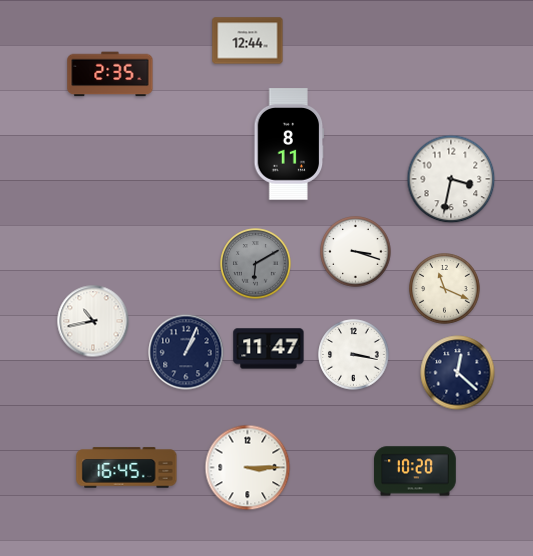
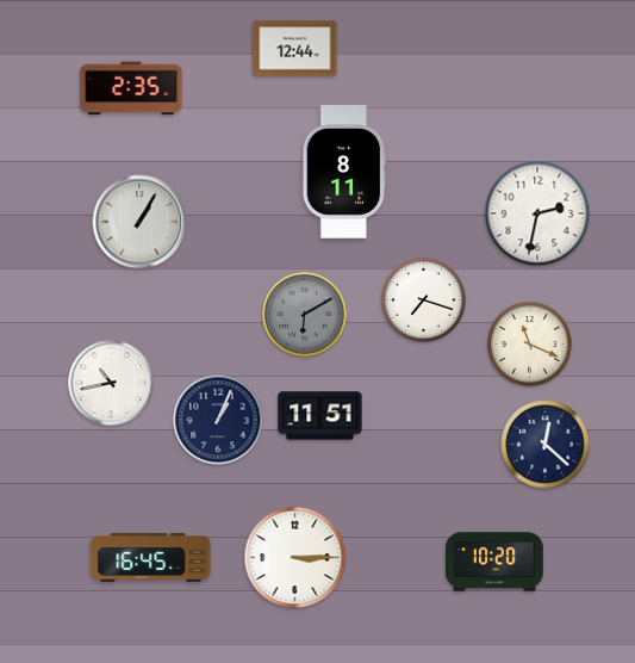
clock at (451, 179): 3:32 -> 2:32
clock at (139, 222): none -> 1:05
clock at (356, 252): 3:18 -> 7:18
clock at (269, 349): 11:47 -> 11:51
clock at (186, 352) position: (186, 352) -> (218, 420)
clock at (354, 355): 3:17 -> none
